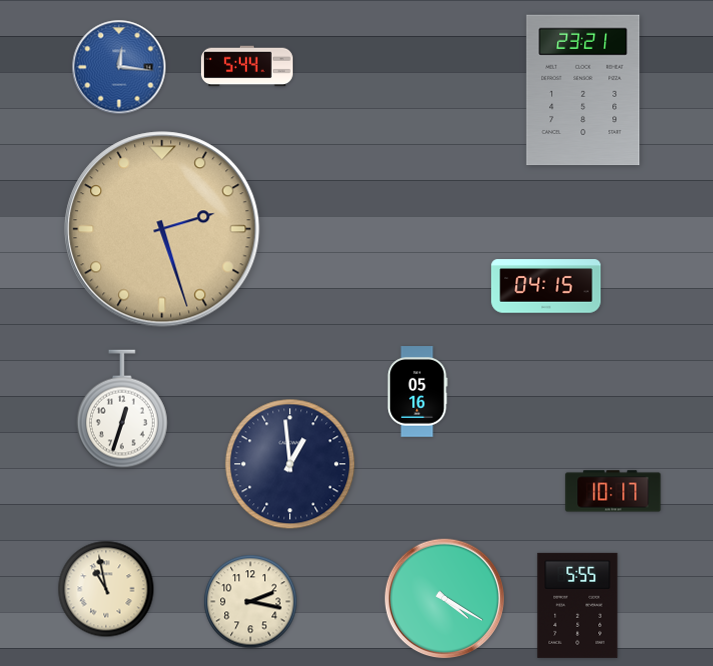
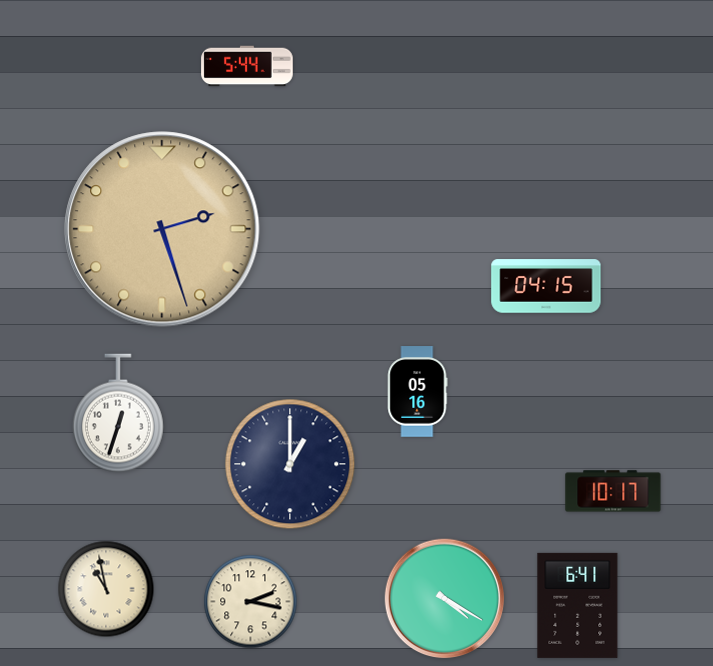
clock at (119, 67): 12:16 -> none
clock at (583, 90): 23:21 -> none
clock at (123, 409) position: (123, 409) -> (119, 413)
clock at (290, 464): 12:59 -> 1:00
clock at (578, 605): 5:55 -> 6:41
